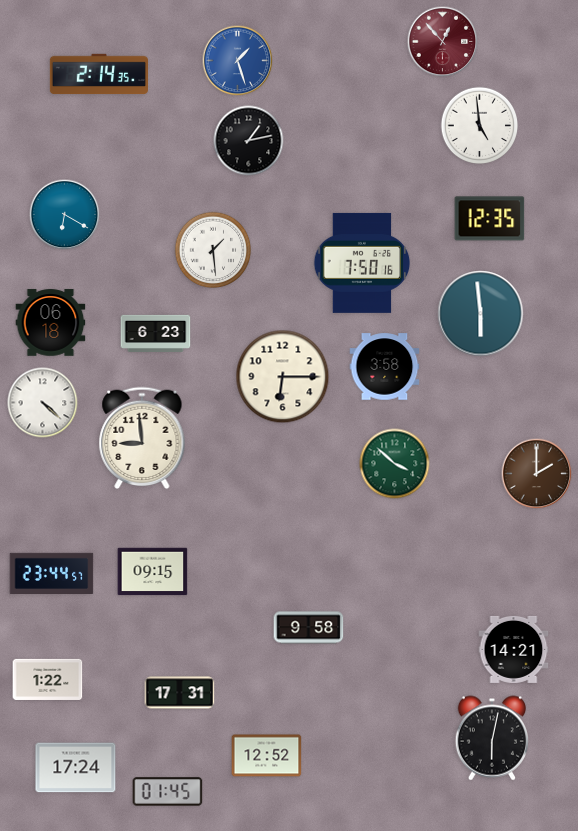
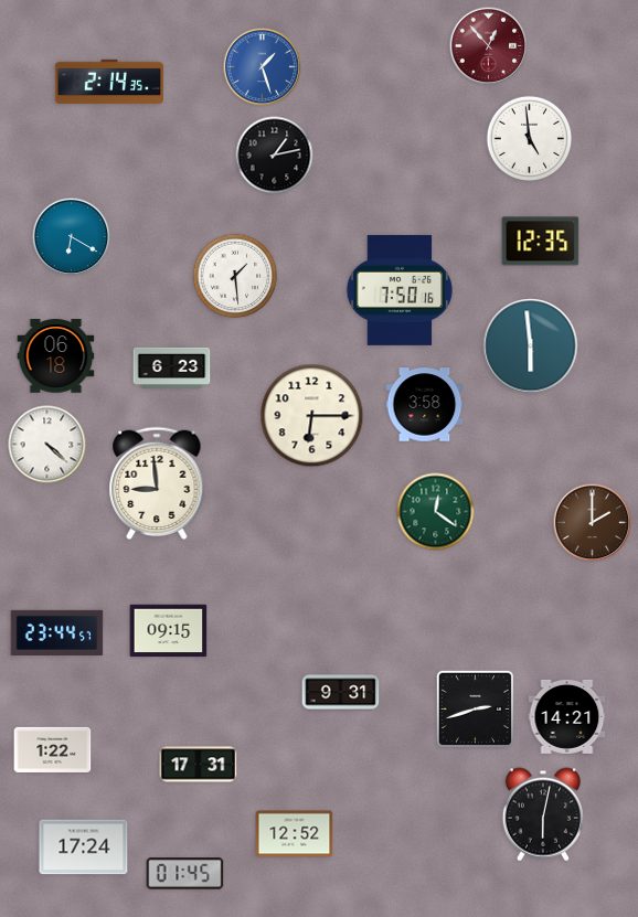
clock at (395, 464): 3:52 -> 12:21
clock at (309, 628): 9:58 -> 9:31
clock at (475, 708): none -> 2:42
